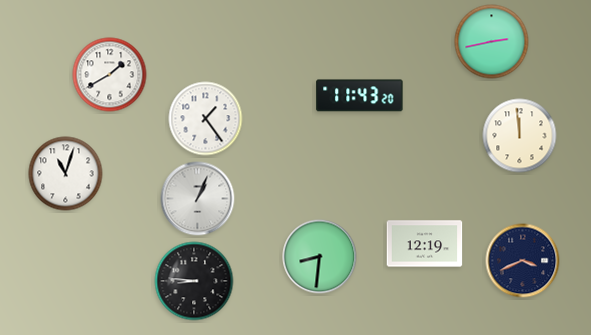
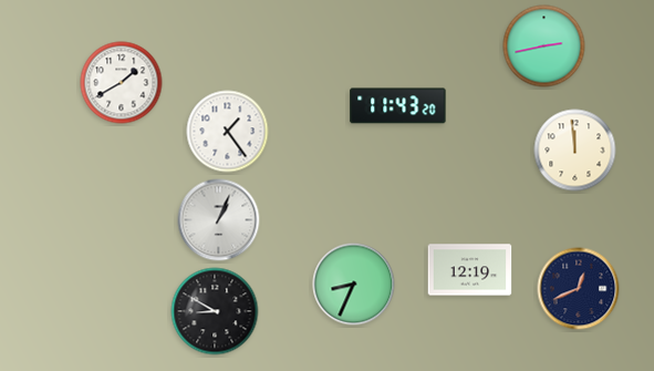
clock at (66, 174): 11:03 -> none
clock at (320, 257): 8:31 -> 8:34
clock at (523, 261): 3:41 -> 12:41
clock at (194, 281): 8:46 -> 8:50
